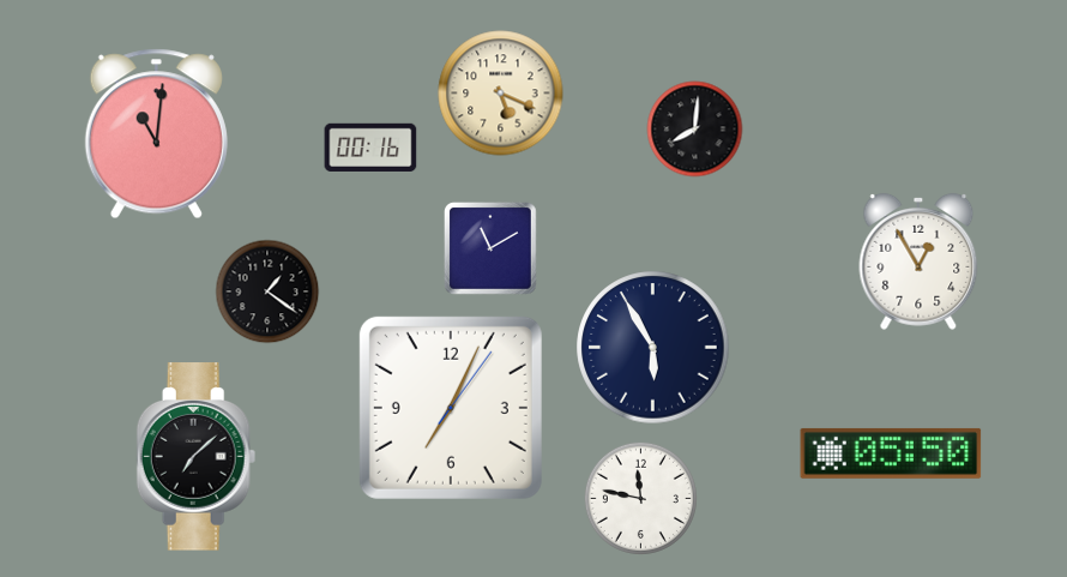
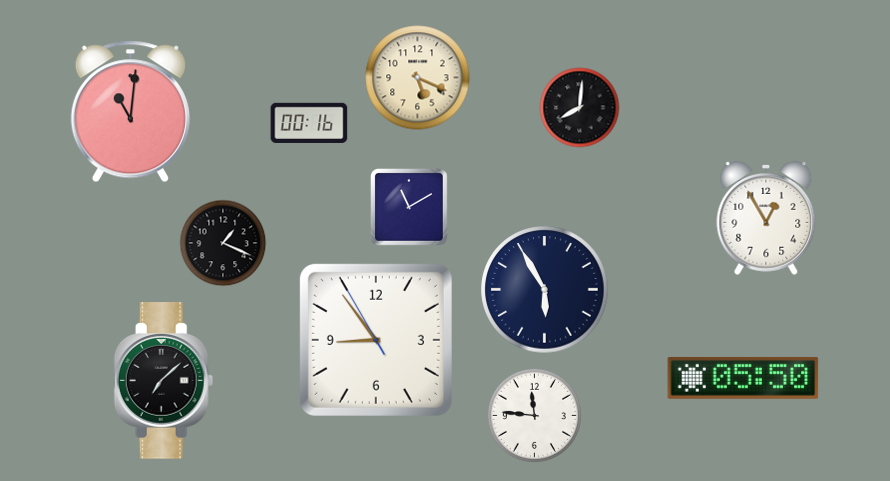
clock at (267, 291): 1:21 -> 1:19
clock at (451, 408): 7:04 -> 8:53
clock at (640, 498): 11:47 -> 11:46
